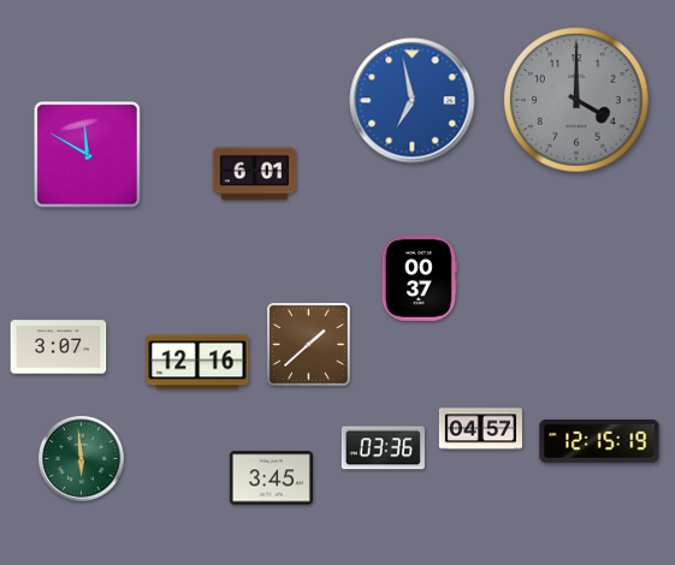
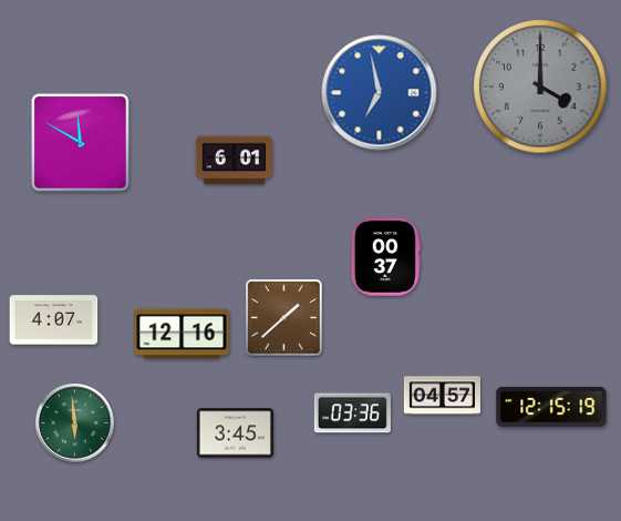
clock at (576, 100) position: (576, 100) -> (540, 86)
clock at (59, 347): 3:07 -> 4:07
clock at (271, 478) position: (271, 478) -> (235, 433)
